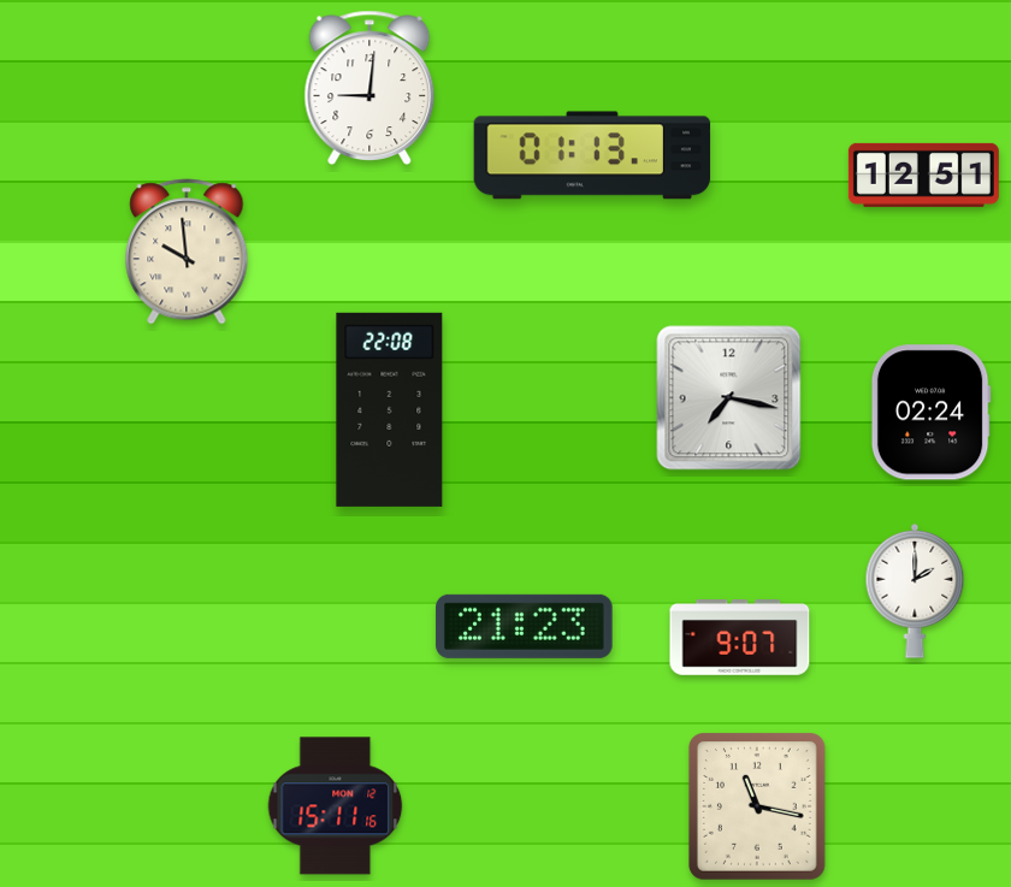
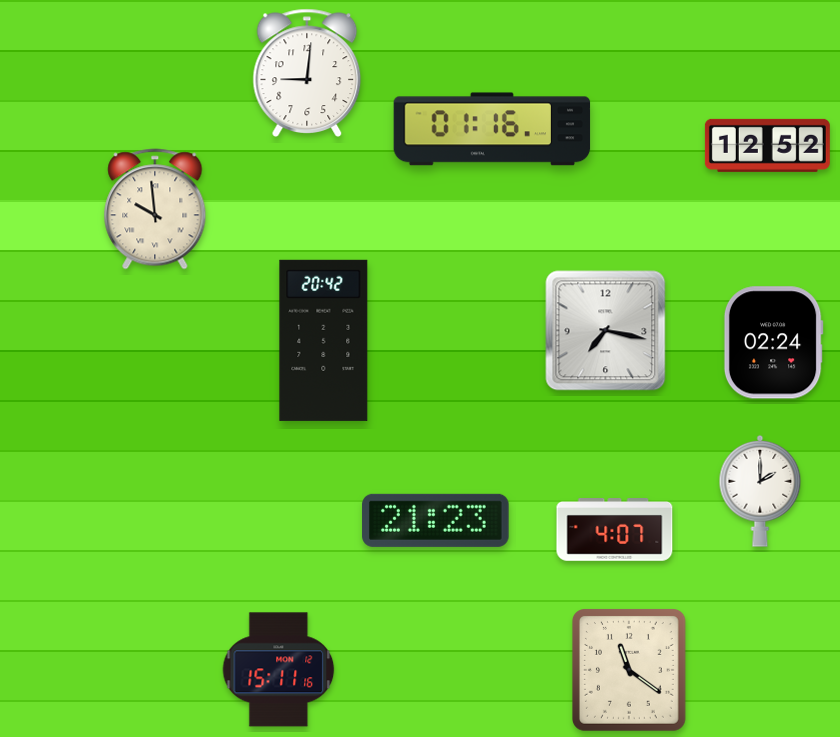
clock at (592, 155): 01:13 -> 01:16
clock at (923, 175): 12:51 -> 12:52
clock at (390, 409): 22:08 -> 20:42
clock at (740, 638): 9:07 -> 4:07
clock at (758, 808): 11:17 -> 11:21
